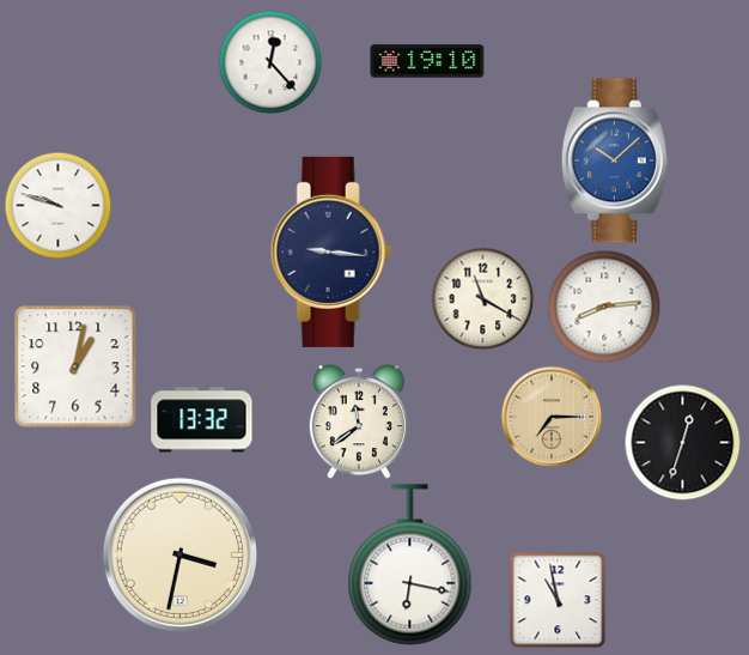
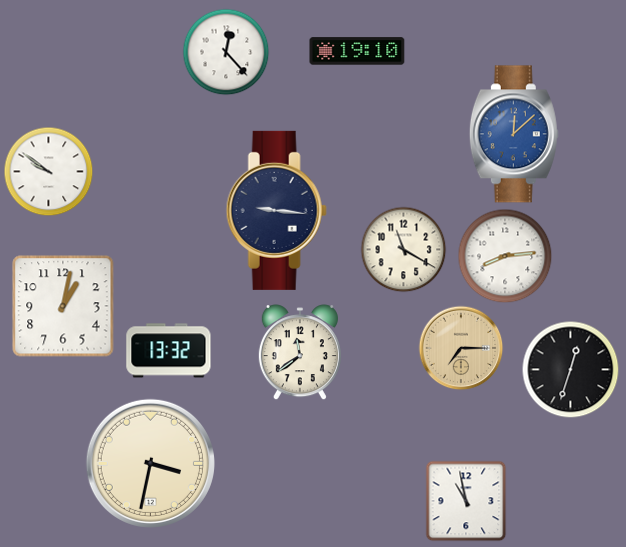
clock at (615, 160): 10:08 -> 12:08
clock at (57, 205): 9:48 -> 9:51
clock at (410, 565): 6:17 -> none
